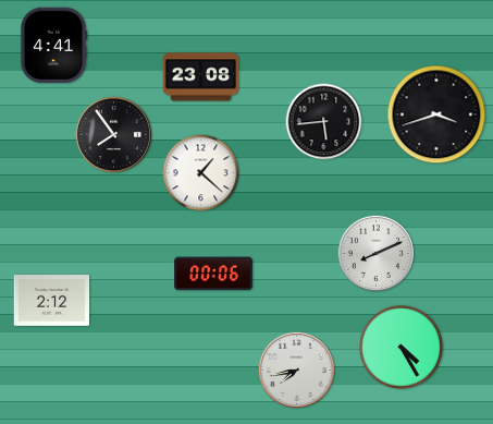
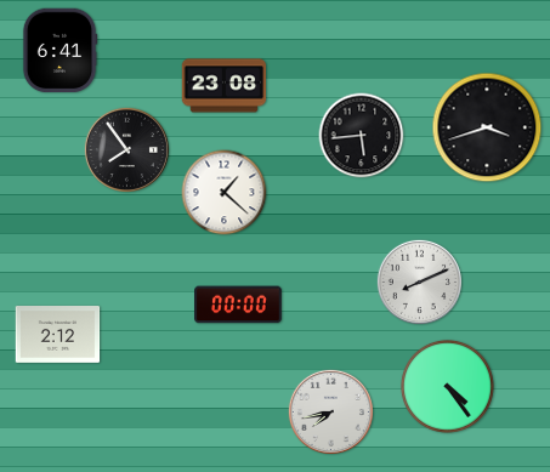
clock at (53, 46): 4:41 -> 6:41
clock at (214, 274): 00:06 -> 00:00
clock at (400, 347): 4:25 -> 4:24
